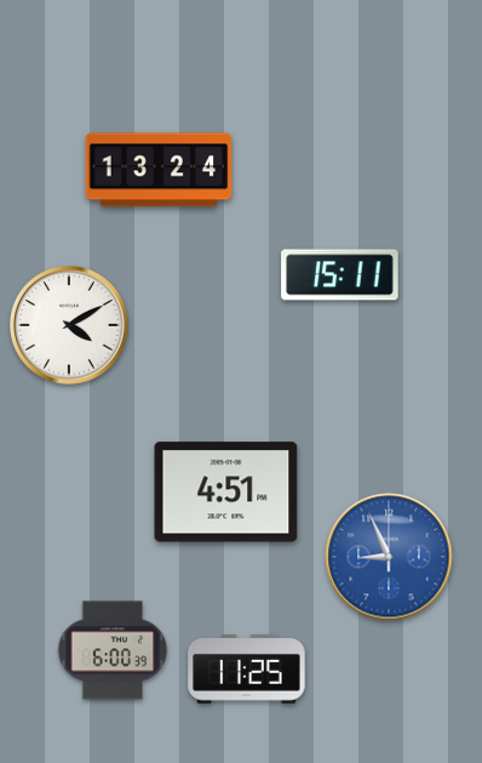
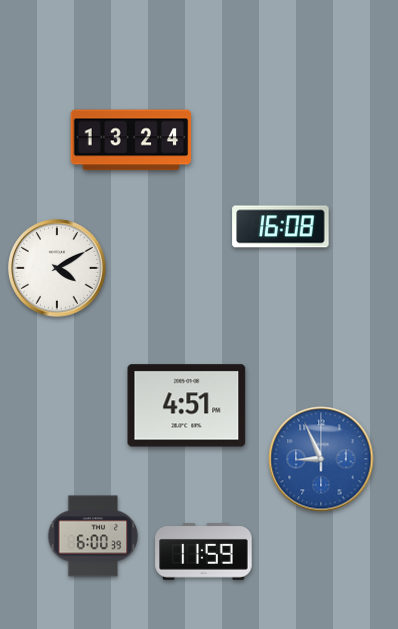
clock at (340, 275): 15:11 -> 16:08
clock at (247, 670): 11:25 -> 11:59
